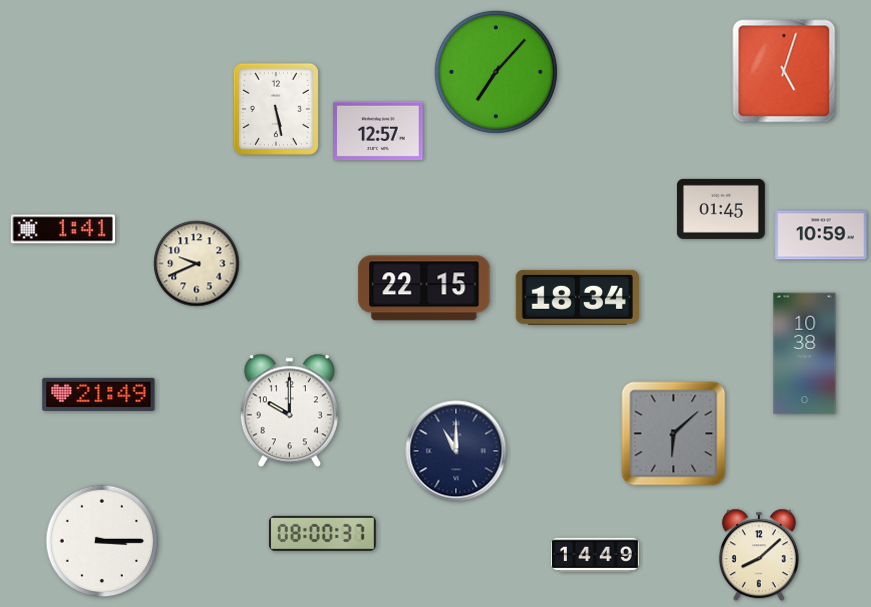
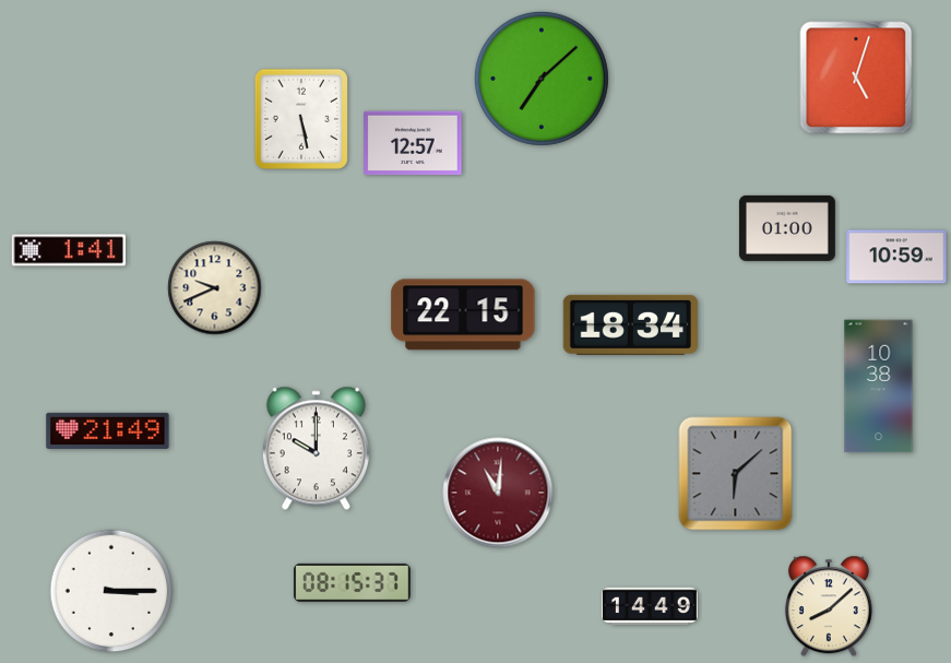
clock at (496, 72): 7:07 -> 7:08
clock at (721, 209): 01:45 -> 01:00
clock at (456, 451): 11:00 -> 11:01
clock at (456, 451) dial: navy -> burgundy
clock at (322, 533): 08:00 -> 08:15
